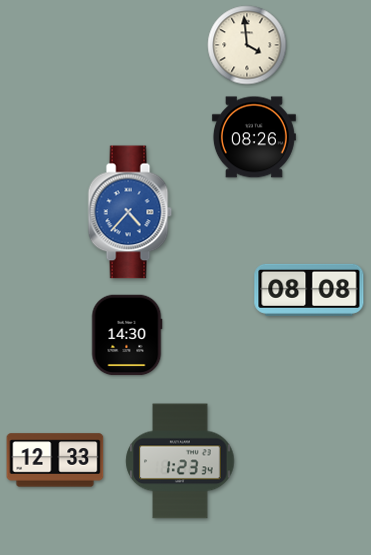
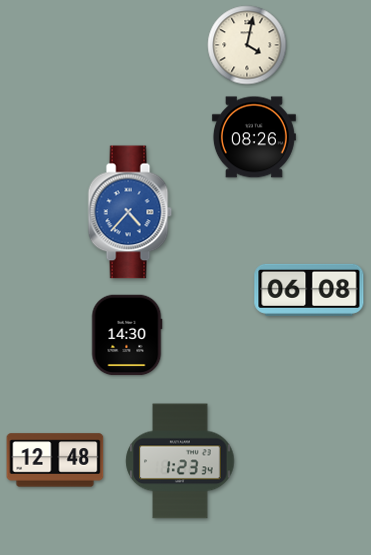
clock at (247, 45): 3:59 -> 4:02
clock at (309, 290): 08:08 -> 06:08
clock at (55, 460): 12:33 -> 12:48
